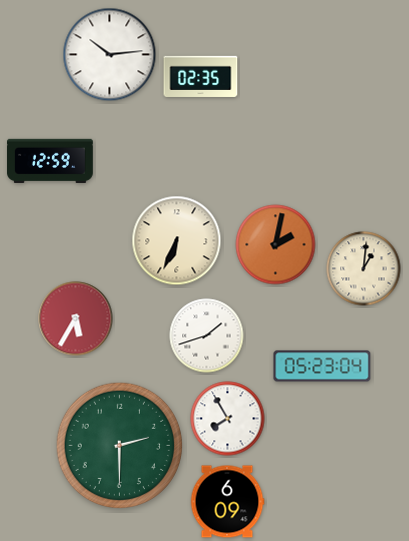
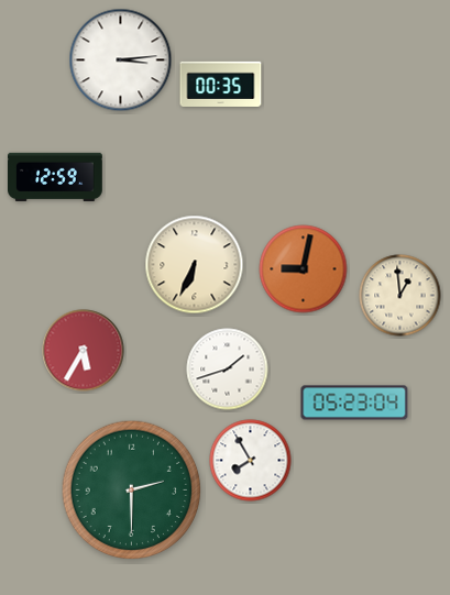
clock at (110, 55): 10:14 -> 3:14
clock at (201, 76): 02:35 -> 00:35
clock at (276, 245): 2:02 -> 9:02
clock at (364, 269): 1:01 -> 12:59
clock at (227, 502): 6:09 -> none
